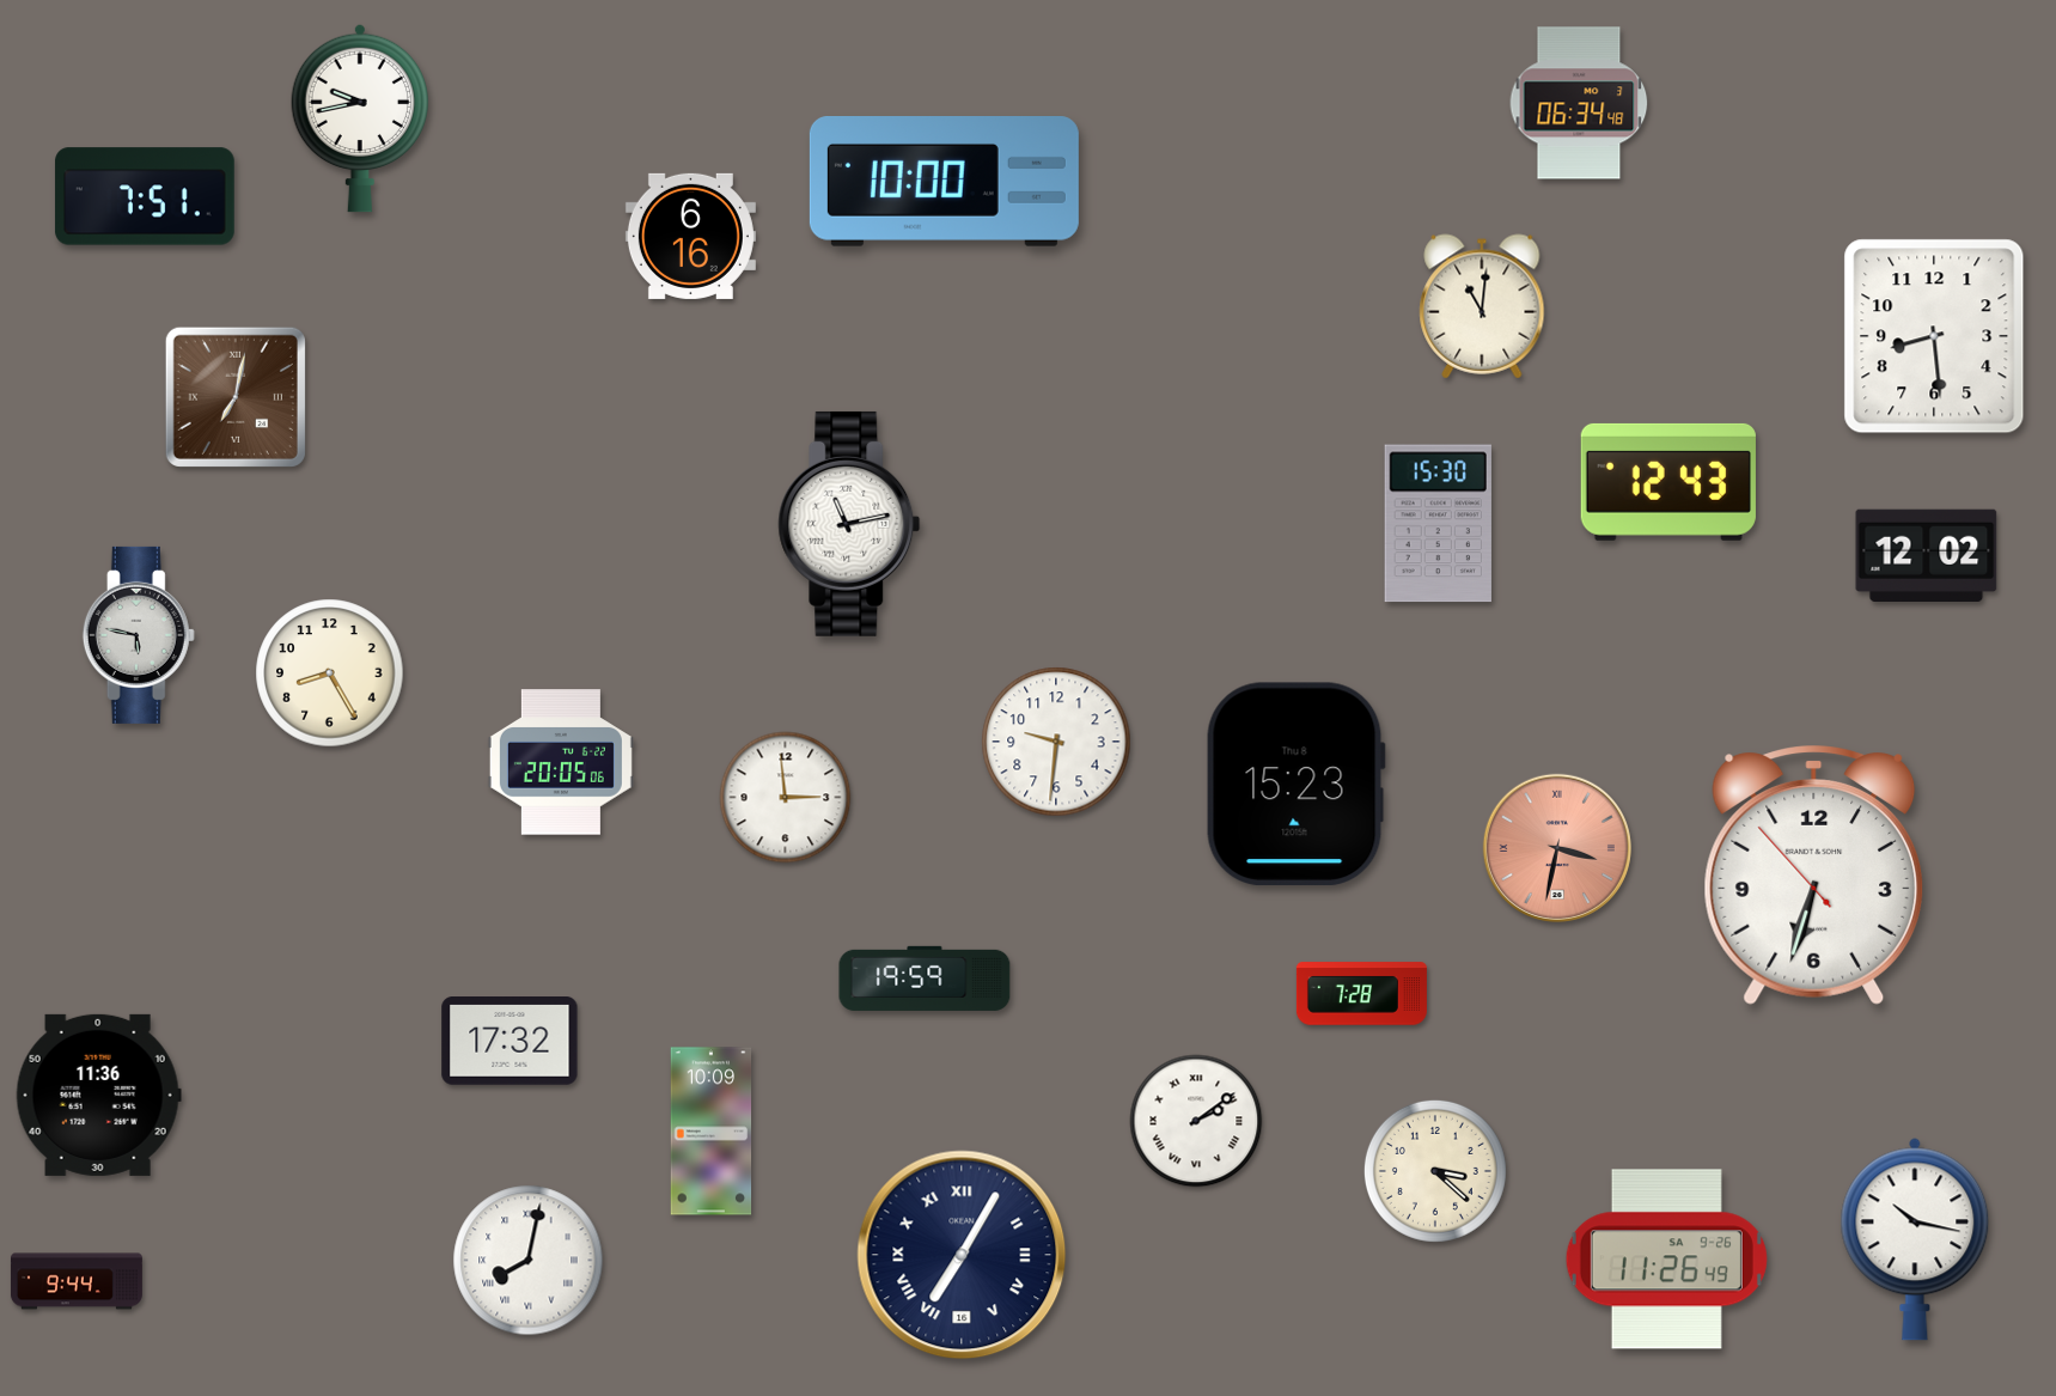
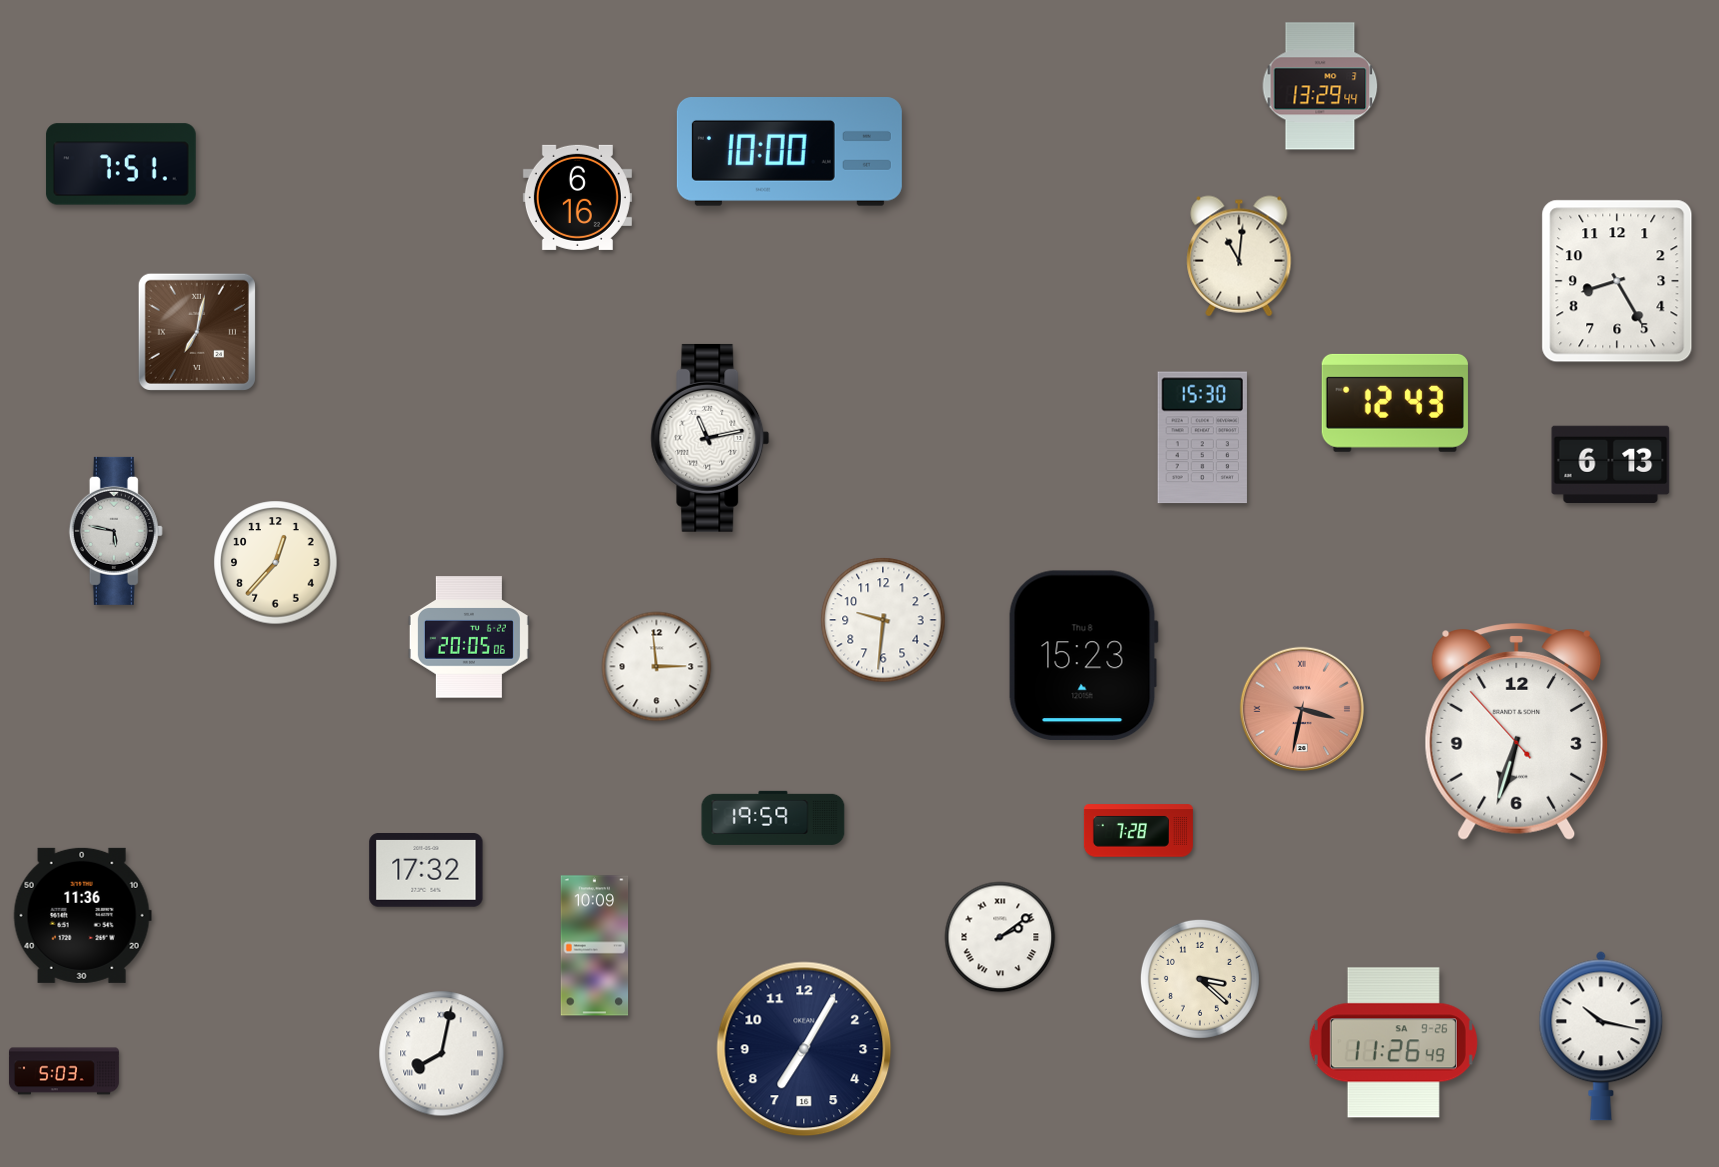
clock at (1579, 103): 06:34 -> 13:29
clock at (360, 118): 9:43 -> none
clock at (1934, 336): 8:29 -> 8:25
clock at (1927, 555): 12:02 -> 6:13
clock at (330, 673): 8:25 -> 12:37
clock at (962, 1255) numerals: Roman -> Arabic
clock at (1666, 1260) position: (1666, 1260) -> (1393, 1043)
clock at (77, 1281): 9:44 -> 5:03
